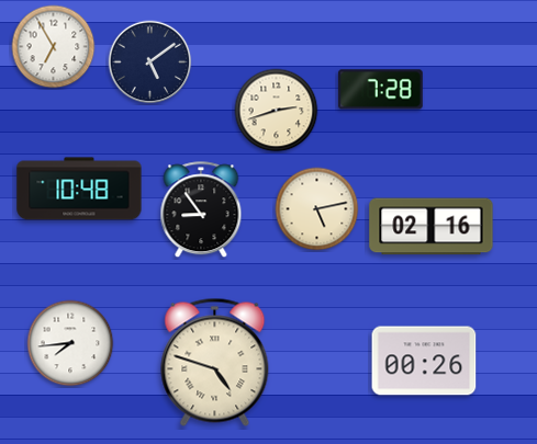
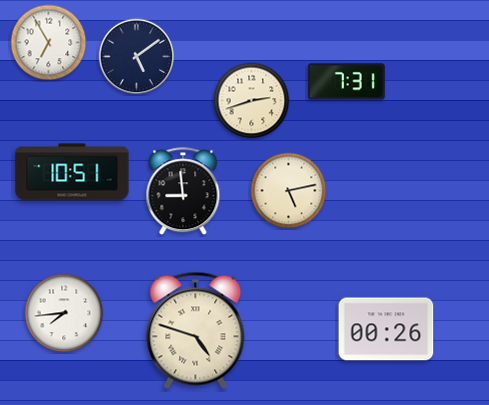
clock at (380, 90): 7:28 -> 7:31
clock at (79, 189): 10:48 -> 10:51
clock at (201, 210): 8:54 -> 8:59
clock at (432, 227): 02:16 -> none
